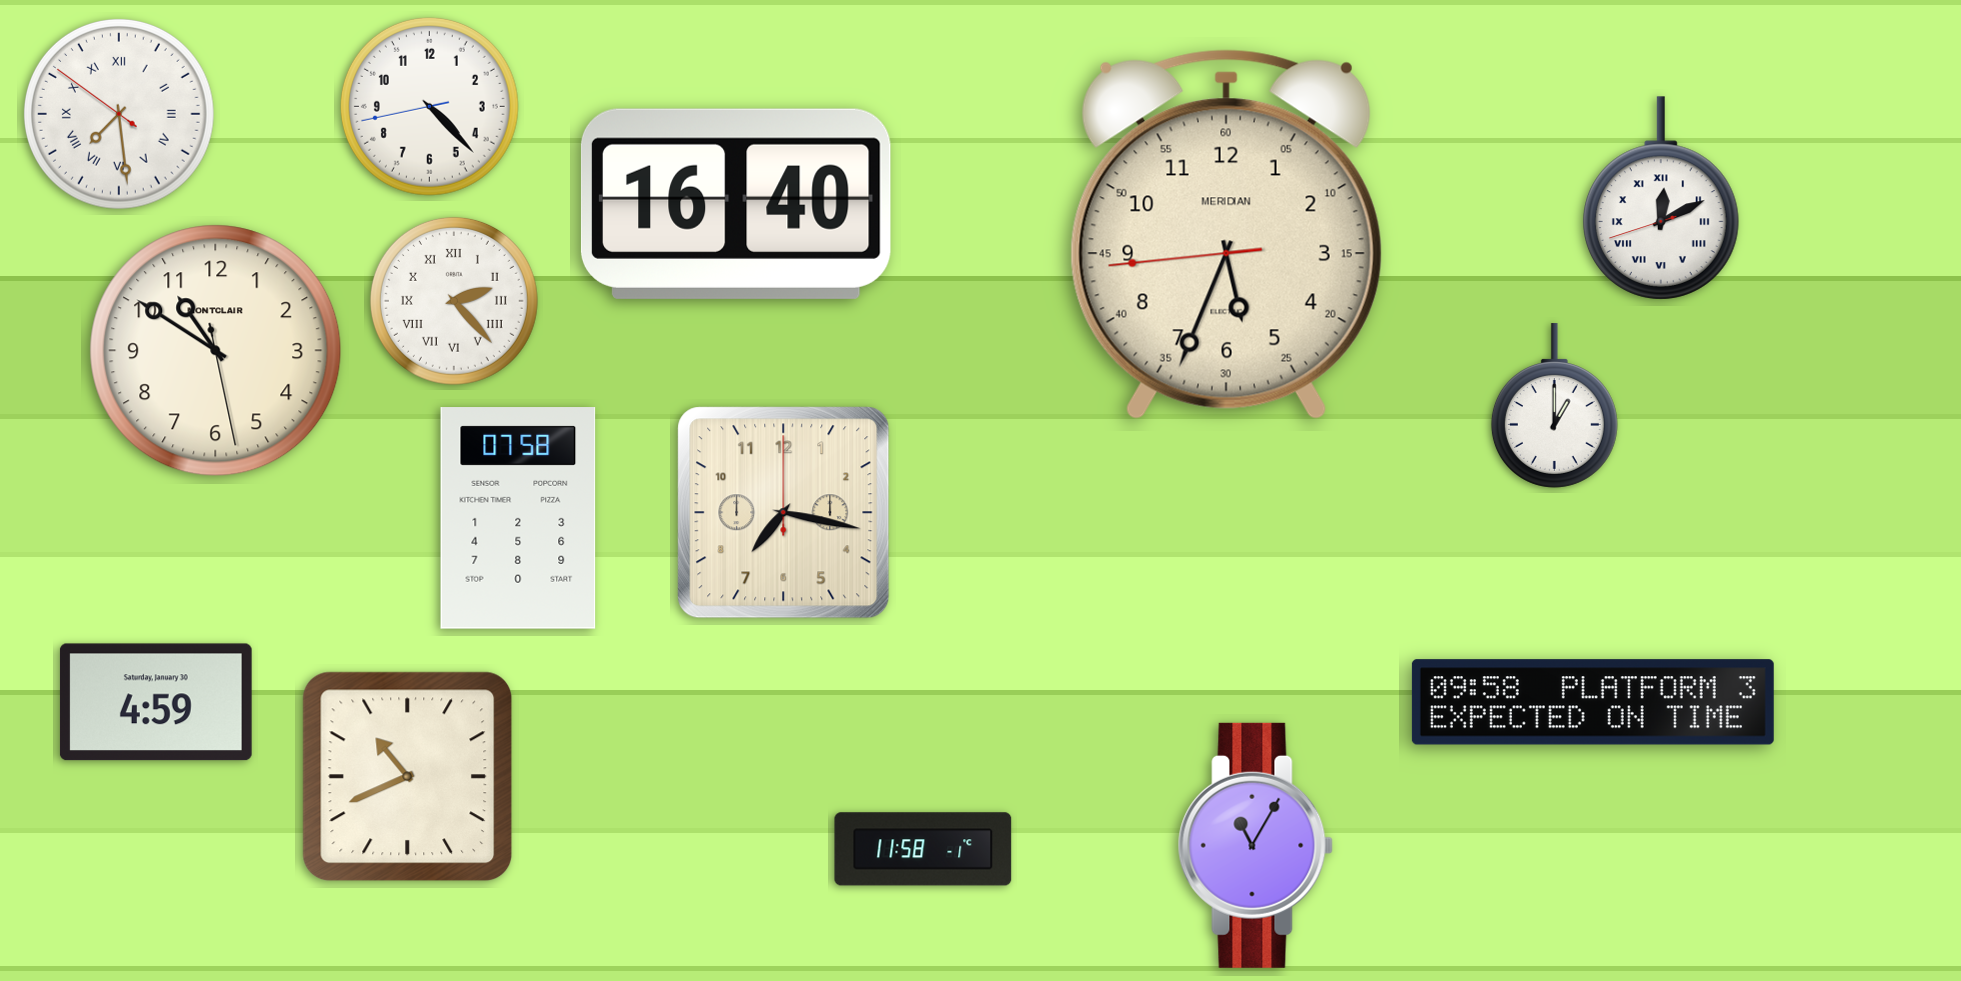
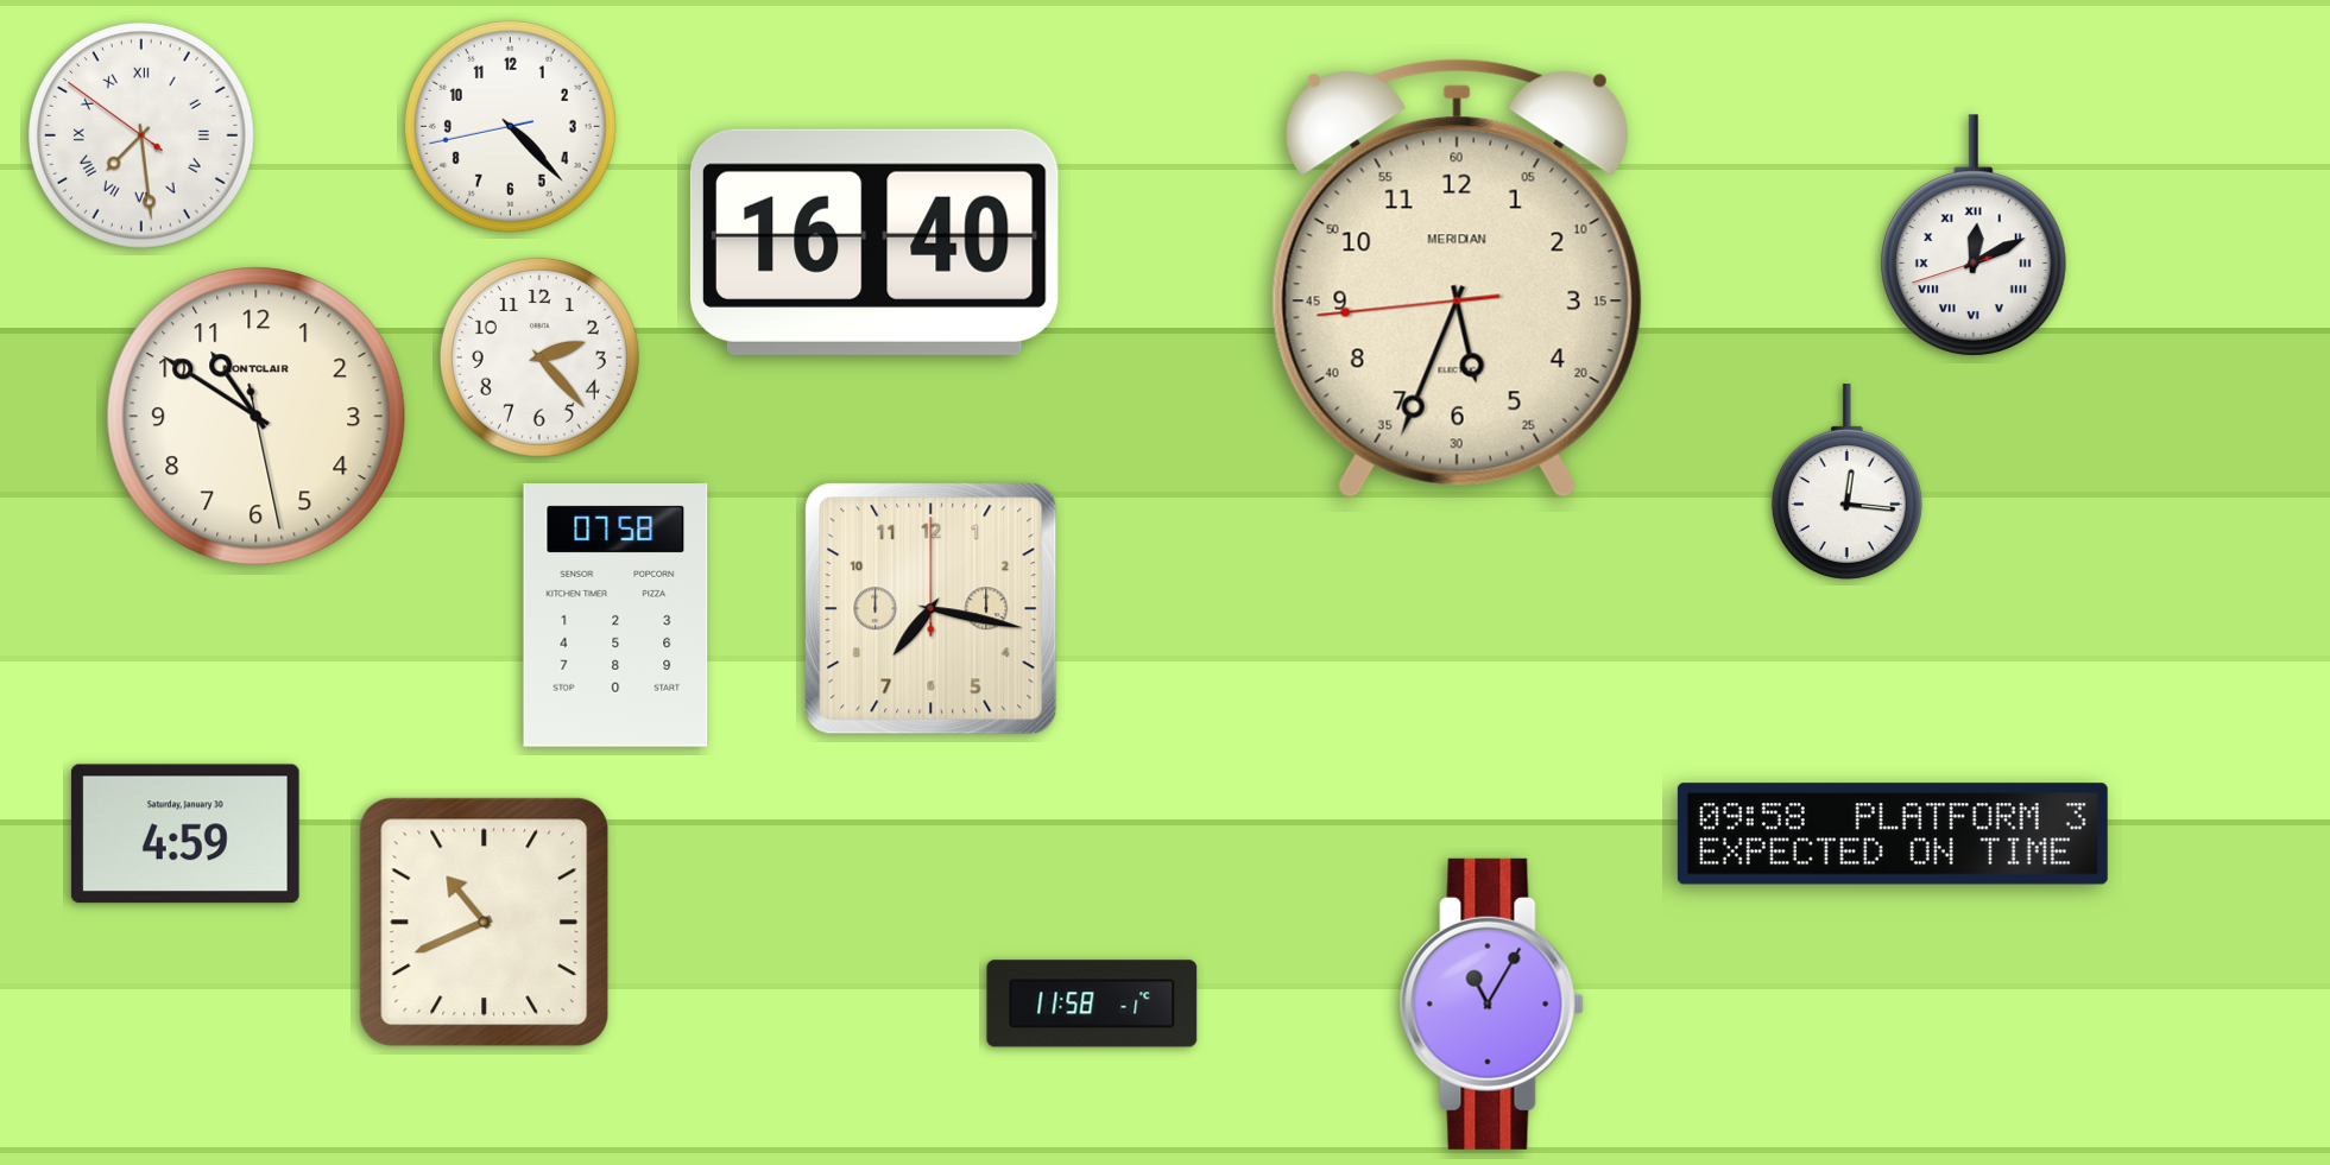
clock at (454, 301) numerals: Roman -> Arabic
clock at (1554, 406): 1:00 -> 12:16
clock at (923, 849) position: (923, 849) -> (1092, 1003)
